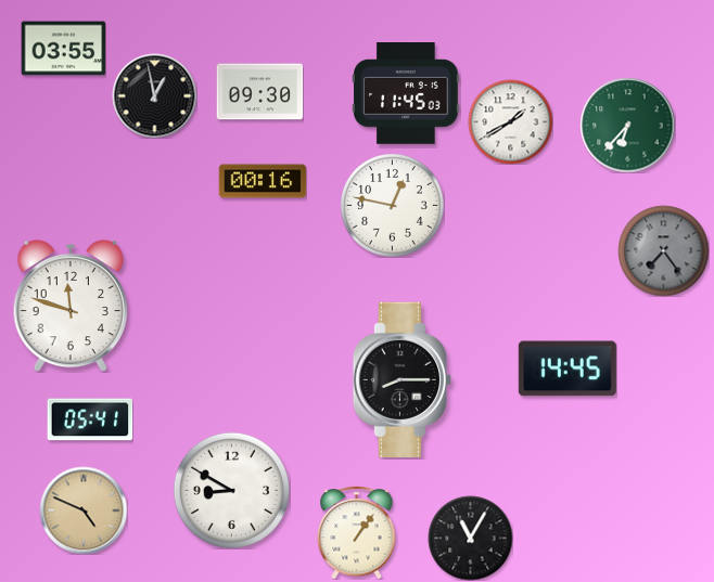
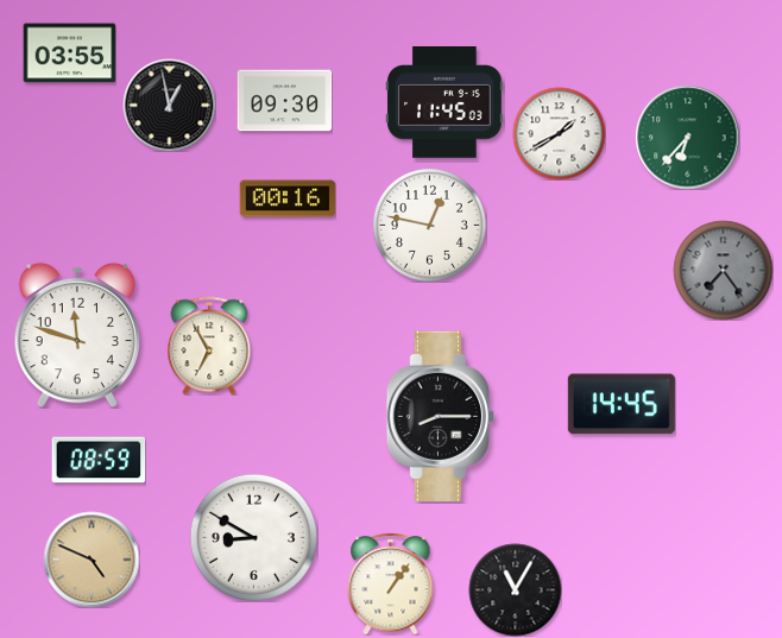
clock at (663, 250) position: (663, 250) -> (723, 270)
clock at (209, 346): none -> 6:55
clock at (90, 419): 05:41 -> 08:59
